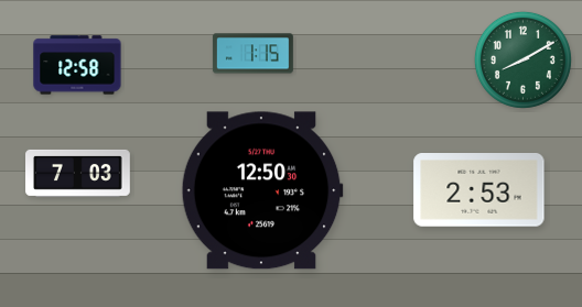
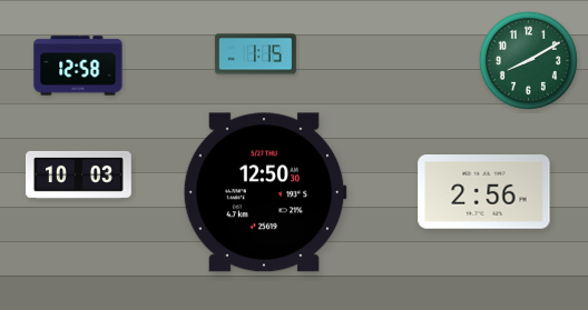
clock at (78, 173): 7:03 -> 10:03
clock at (479, 190): 2:53 -> 2:56
